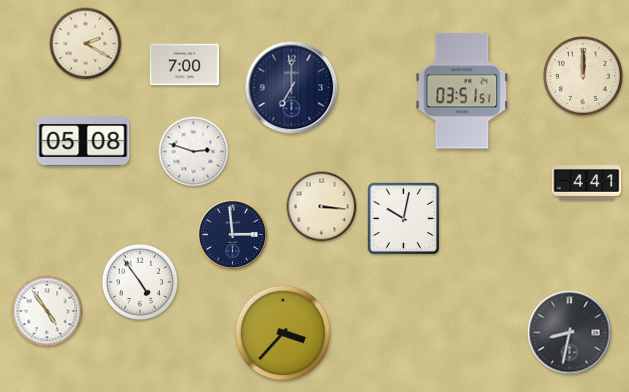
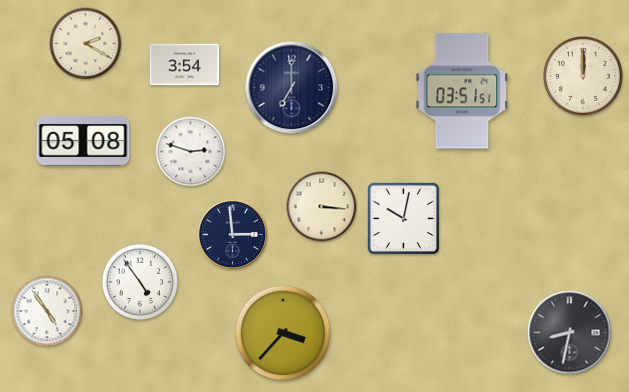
clock at (185, 65): 7:00 -> 3:54
clock at (194, 152) position: (194, 152) -> (191, 152)
clock at (587, 183): 4:41 -> none
